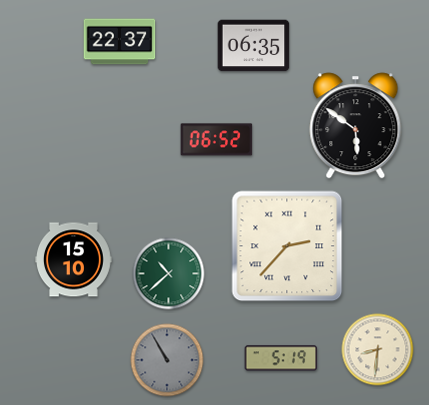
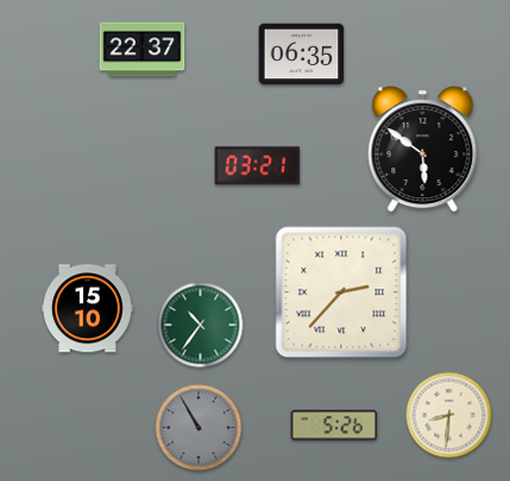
clock at (217, 140): 06:52 -> 03:21
clock at (169, 274): 10:38 -> 10:36
clock at (281, 358): 5:19 -> 5:26
